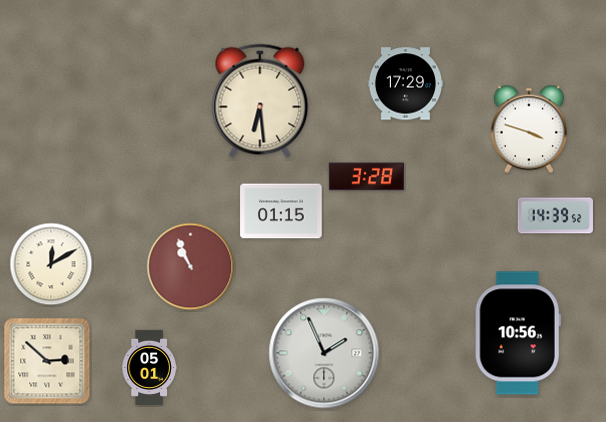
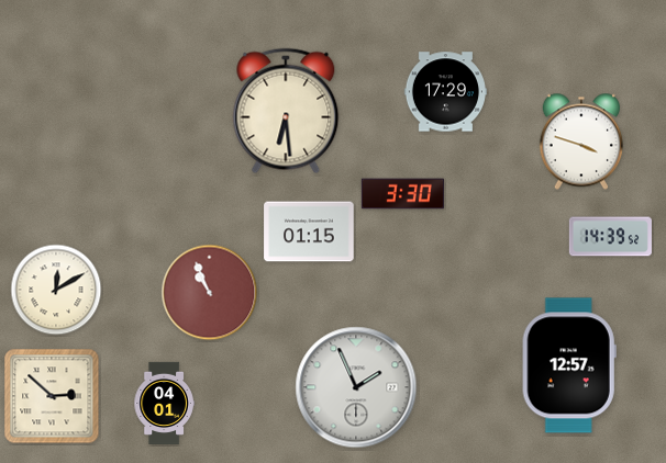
clock at (366, 177): 3:28 -> 3:30
clock at (518, 333): 10:56 -> 12:57
clock at (149, 367): 05:01 -> 04:01
